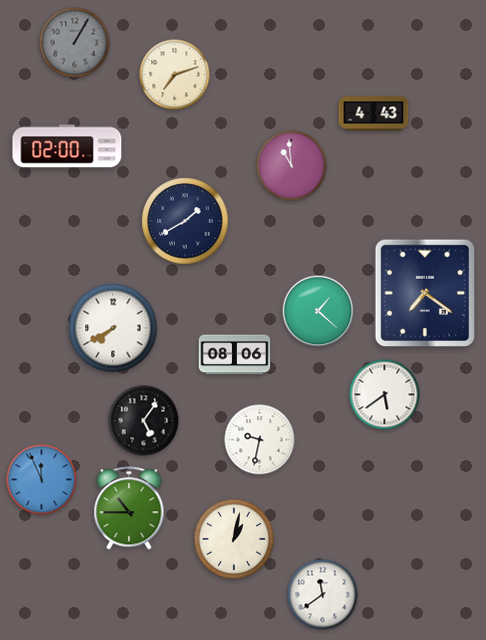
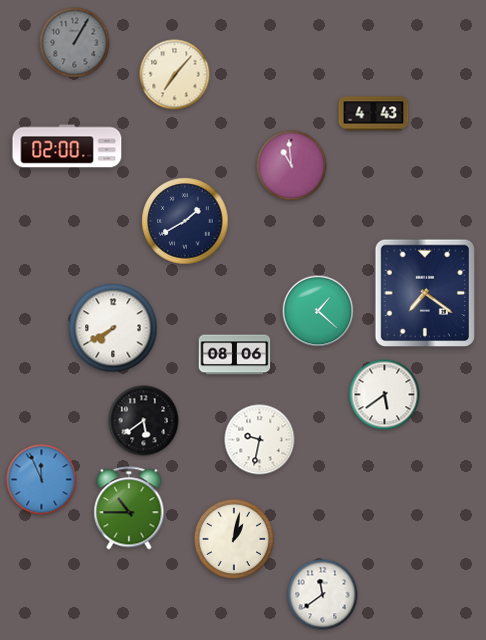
clock at (175, 75): 7:12 -> 7:07
clock at (144, 421): 5:06 -> 5:39
